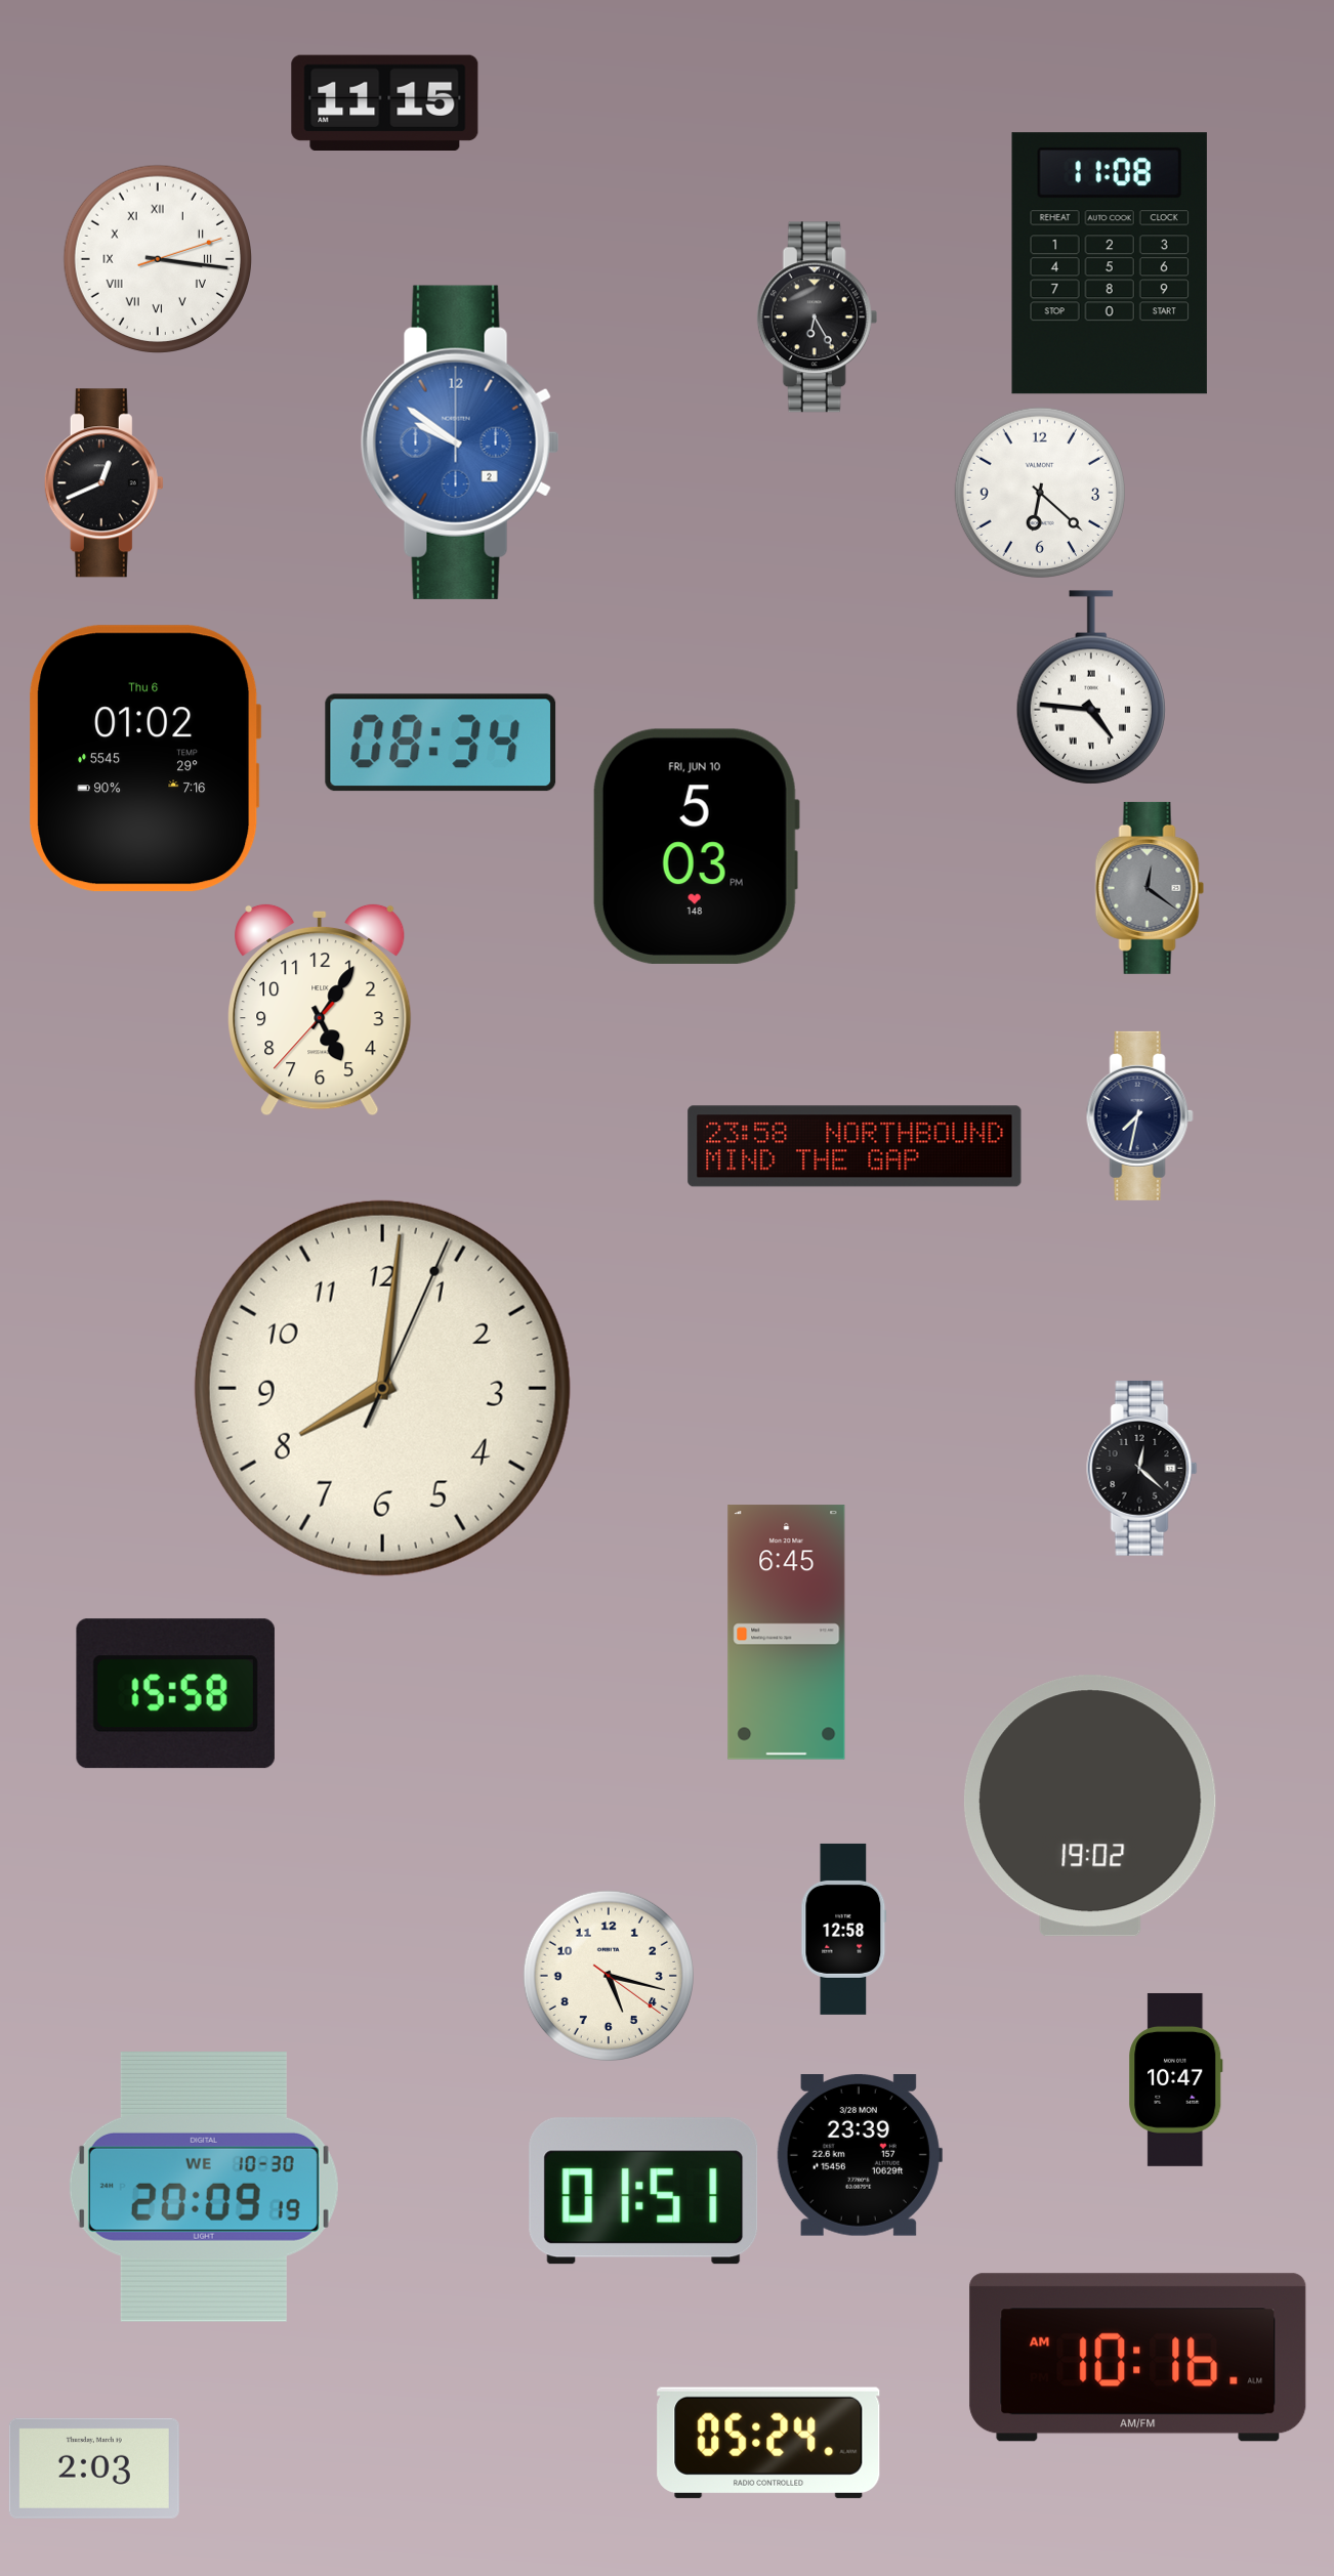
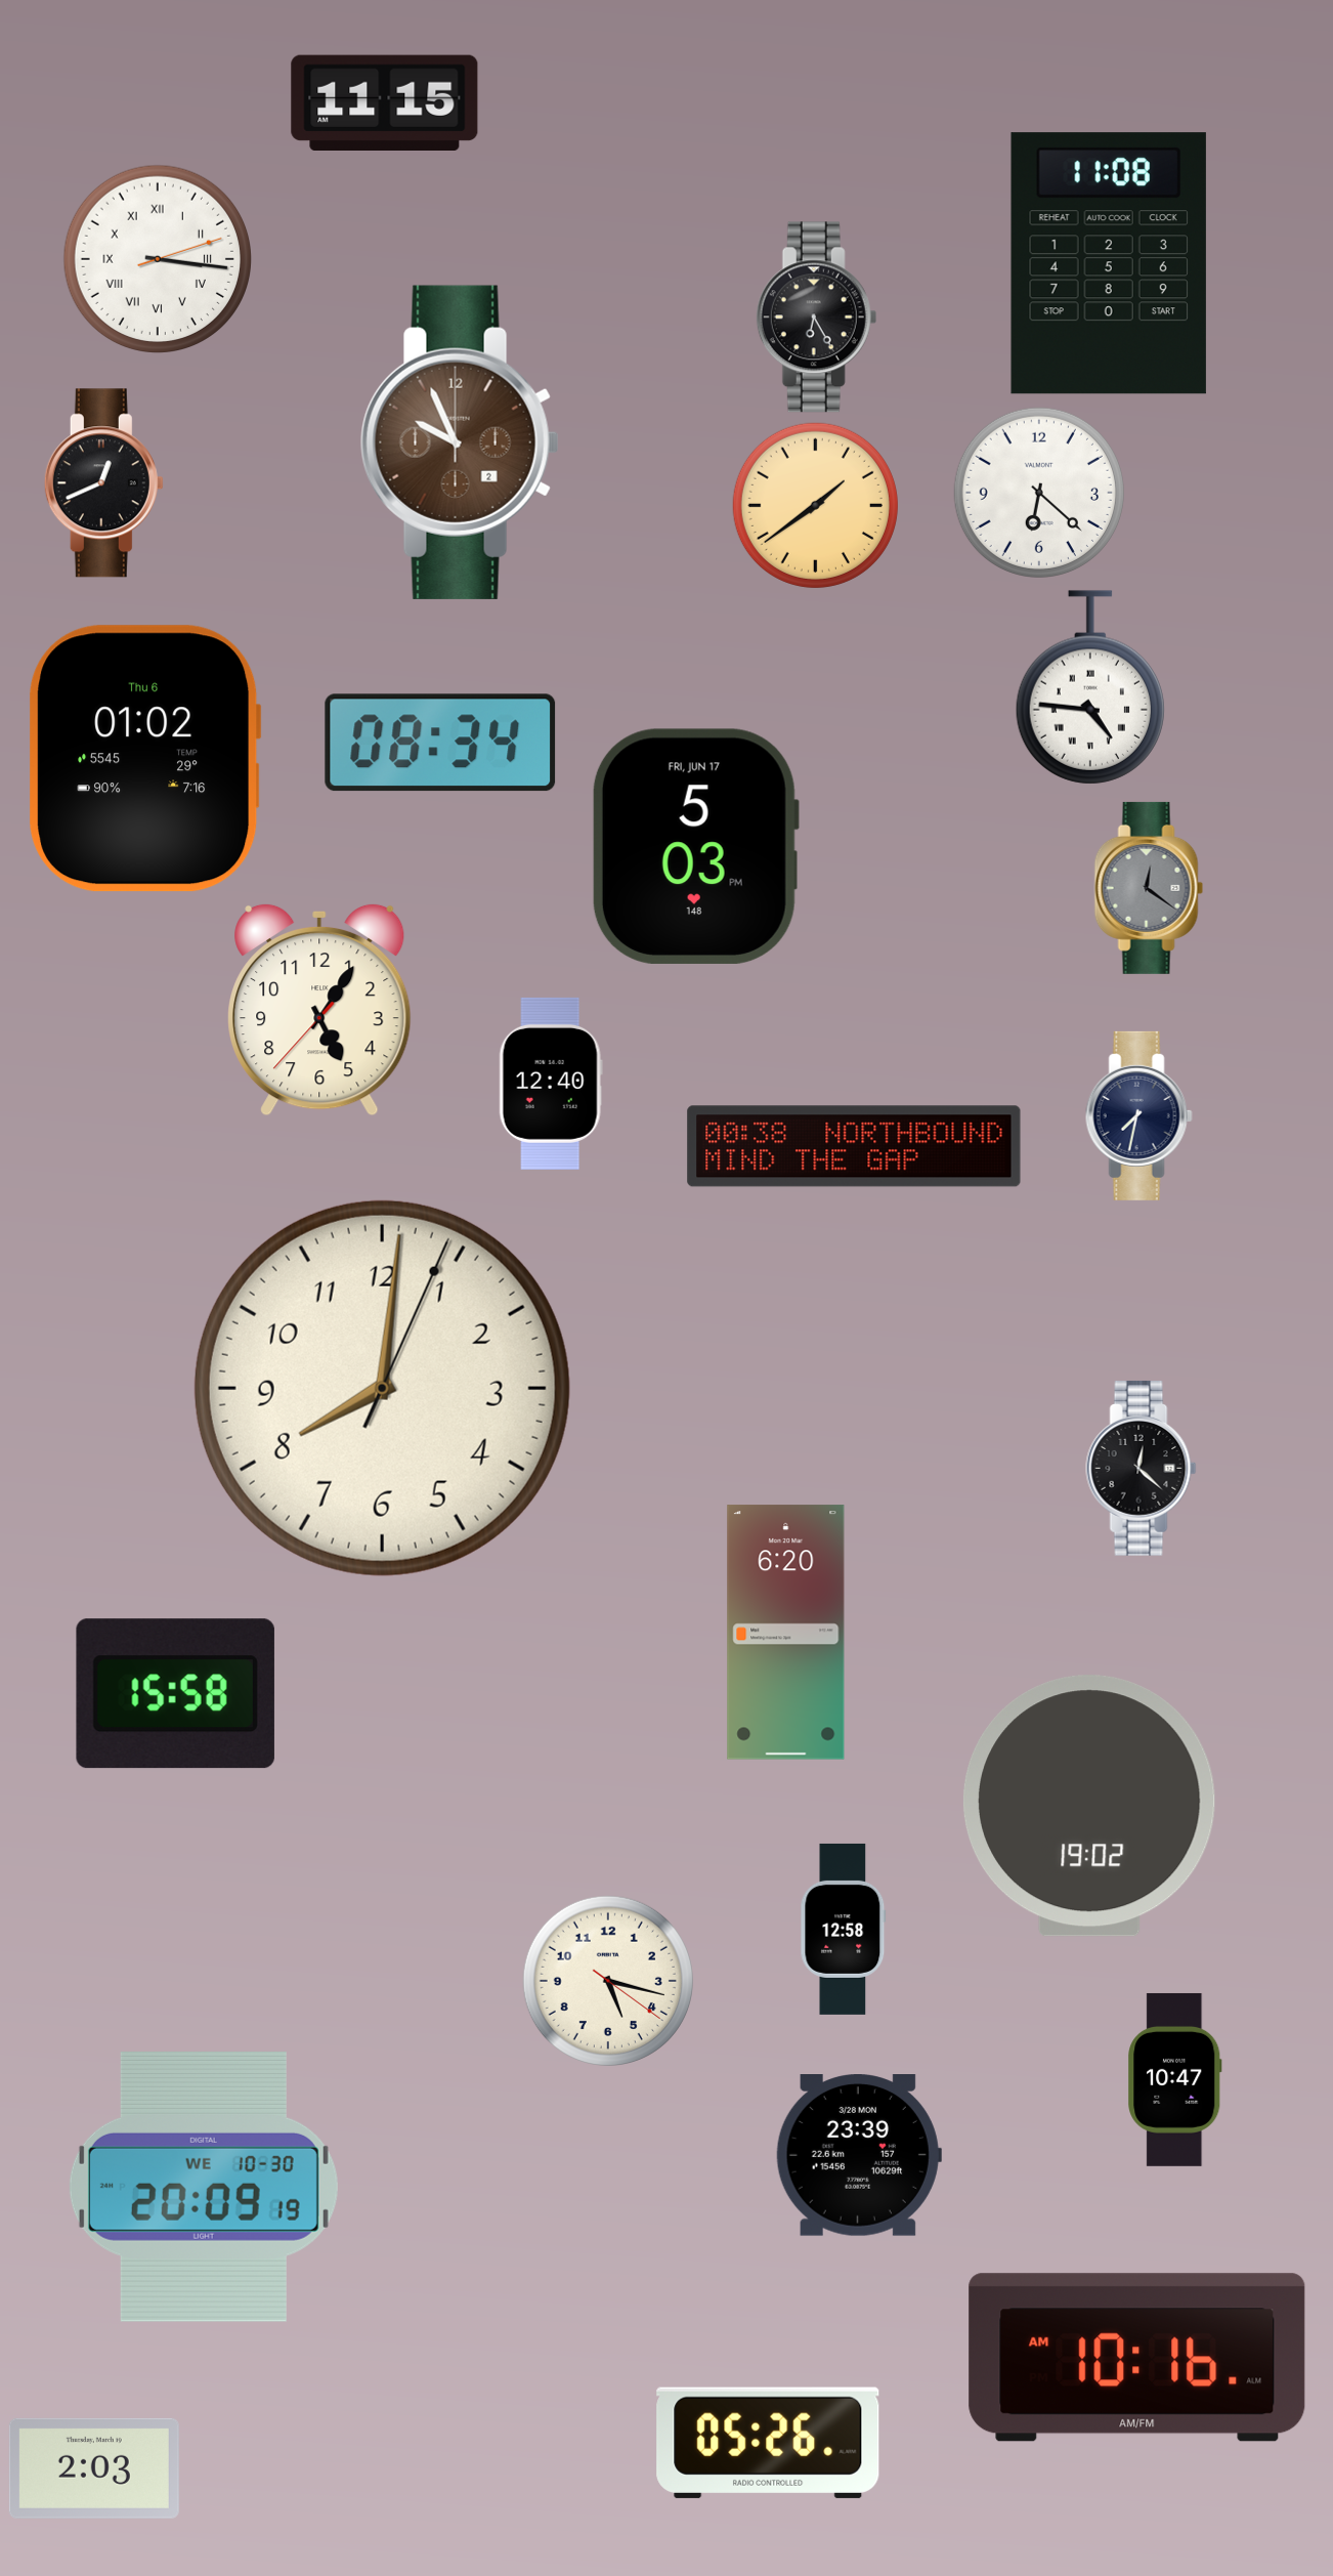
clock at (460, 442): 9:51 -> 9:56
clock at (460, 442) dial: blue -> brown
clock at (815, 505): none -> 1:39
clock at (696, 846) date: FRI, JUN 10 -> FRI, JUN 17
clock at (551, 1084): none -> 12:40
clock at (854, 1146): 23:58 -> 00:38
clock at (787, 1633): 6:45 -> 6:20
clock at (609, 1976) position: (609, 1976) -> (608, 1981)
clock at (643, 2191): 01:51 -> none
clock at (768, 2443): 05:24 -> 05:26
